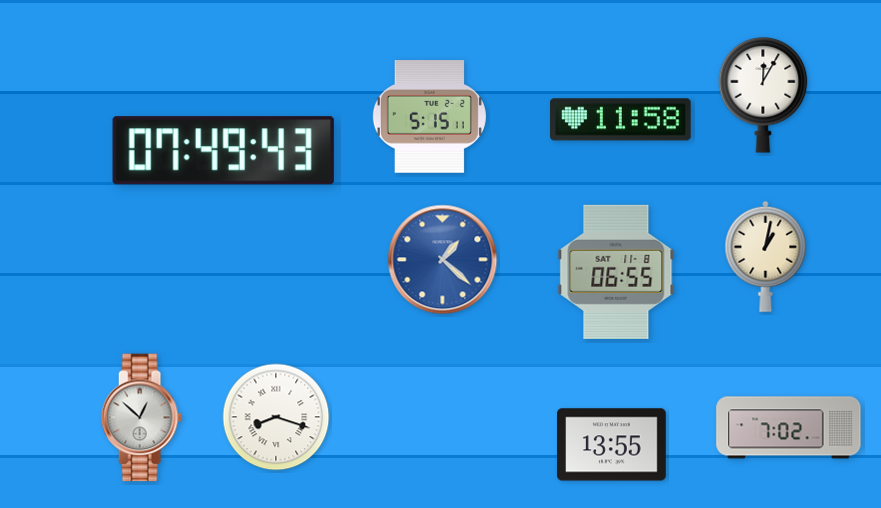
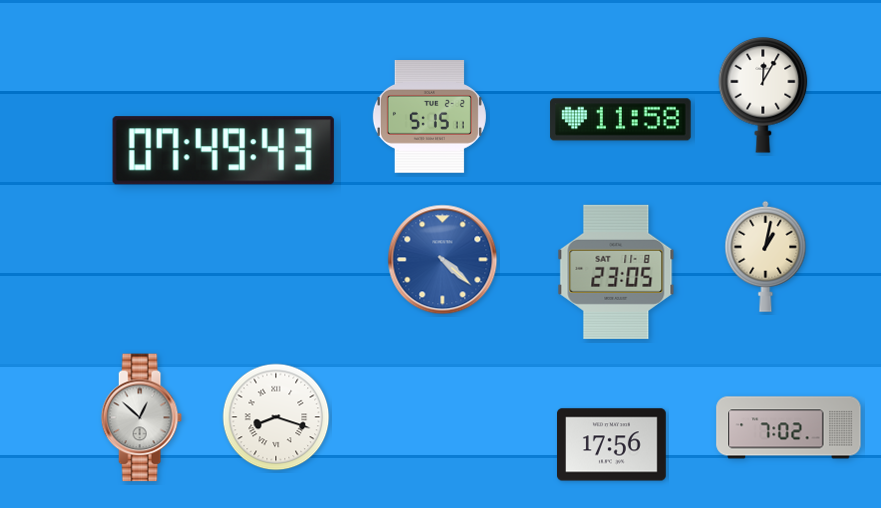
clock at (443, 260): 1:22 -> 4:22
clock at (616, 272): 06:55 -> 23:05
clock at (612, 445): 13:55 -> 17:56
